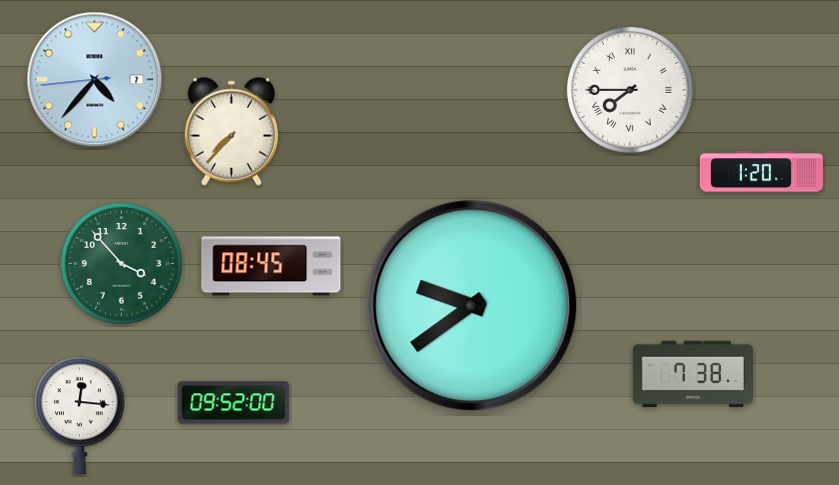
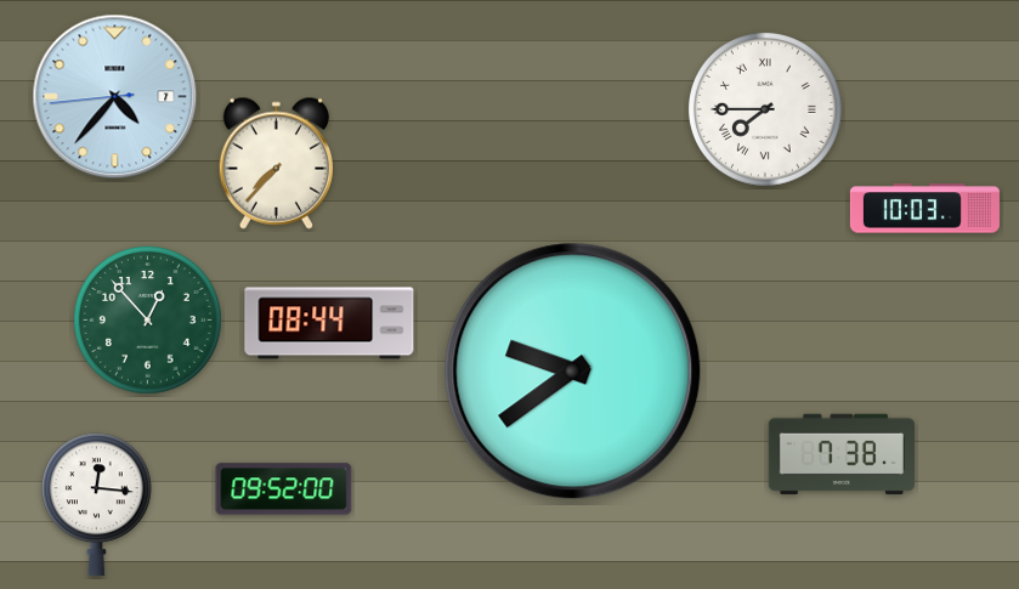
clock at (231, 131) position: (231, 131) -> (276, 163)
clock at (761, 172): 1:20 -> 10:03
clock at (122, 264): 3:53 -> 12:53
clock at (271, 266): 08:45 -> 08:44
